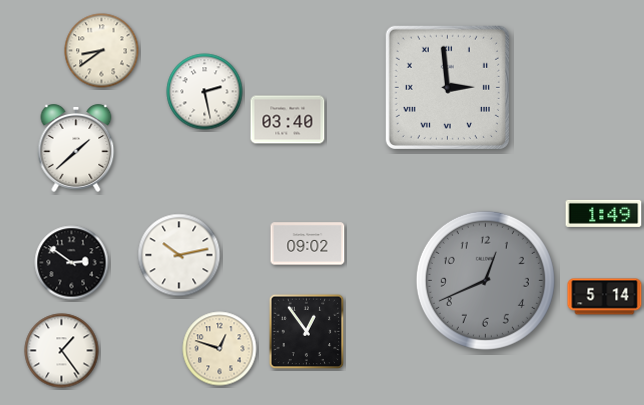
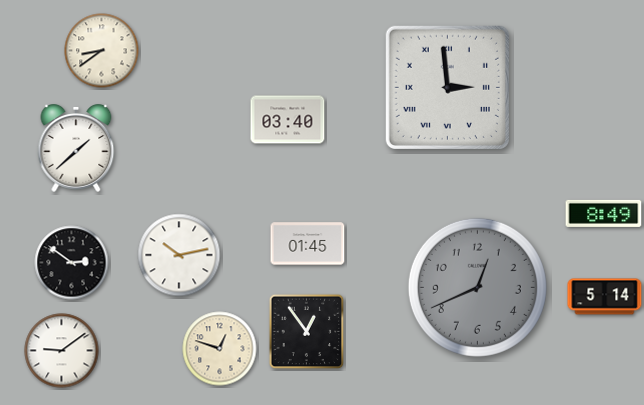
clock at (205, 92): 2:28 -> none
clock at (604, 213): 1:49 -> 8:49
clock at (308, 244): 09:02 -> 01:45
clock at (485, 280) position: (485, 280) -> (477, 287)
clock at (62, 351): 1:24 -> 9:09
